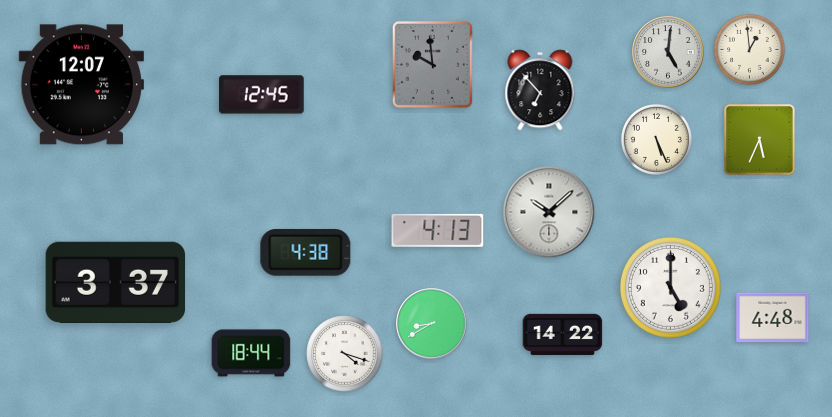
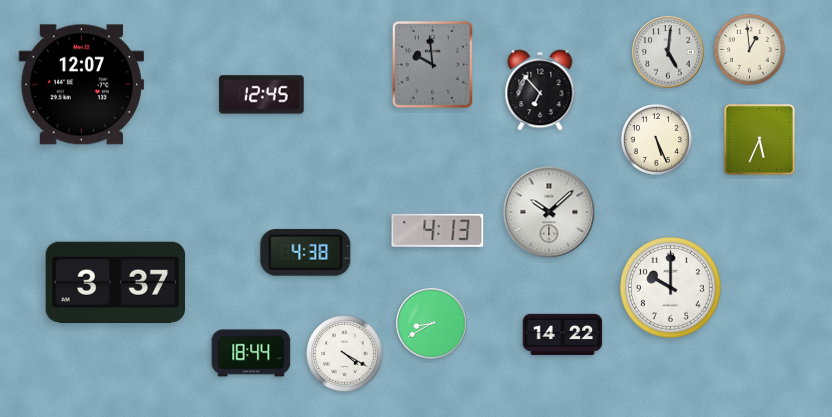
clock at (670, 287): 5:00 -> 10:00
clock at (773, 318): 4:48 -> none
clock at (345, 354): 4:18 -> 4:20
